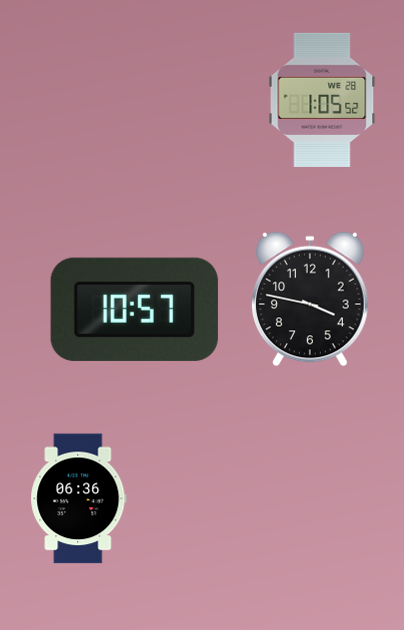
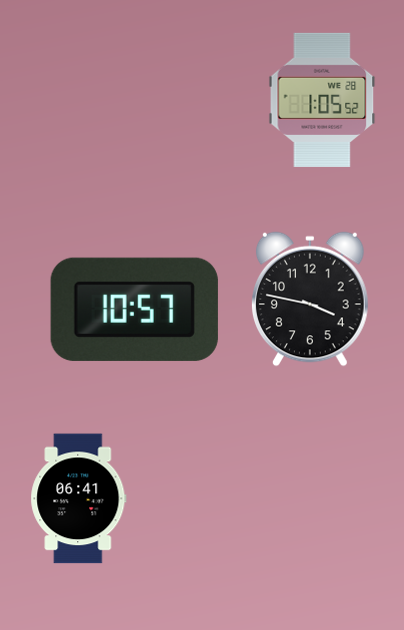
clock at (79, 499): 06:36 -> 06:41
